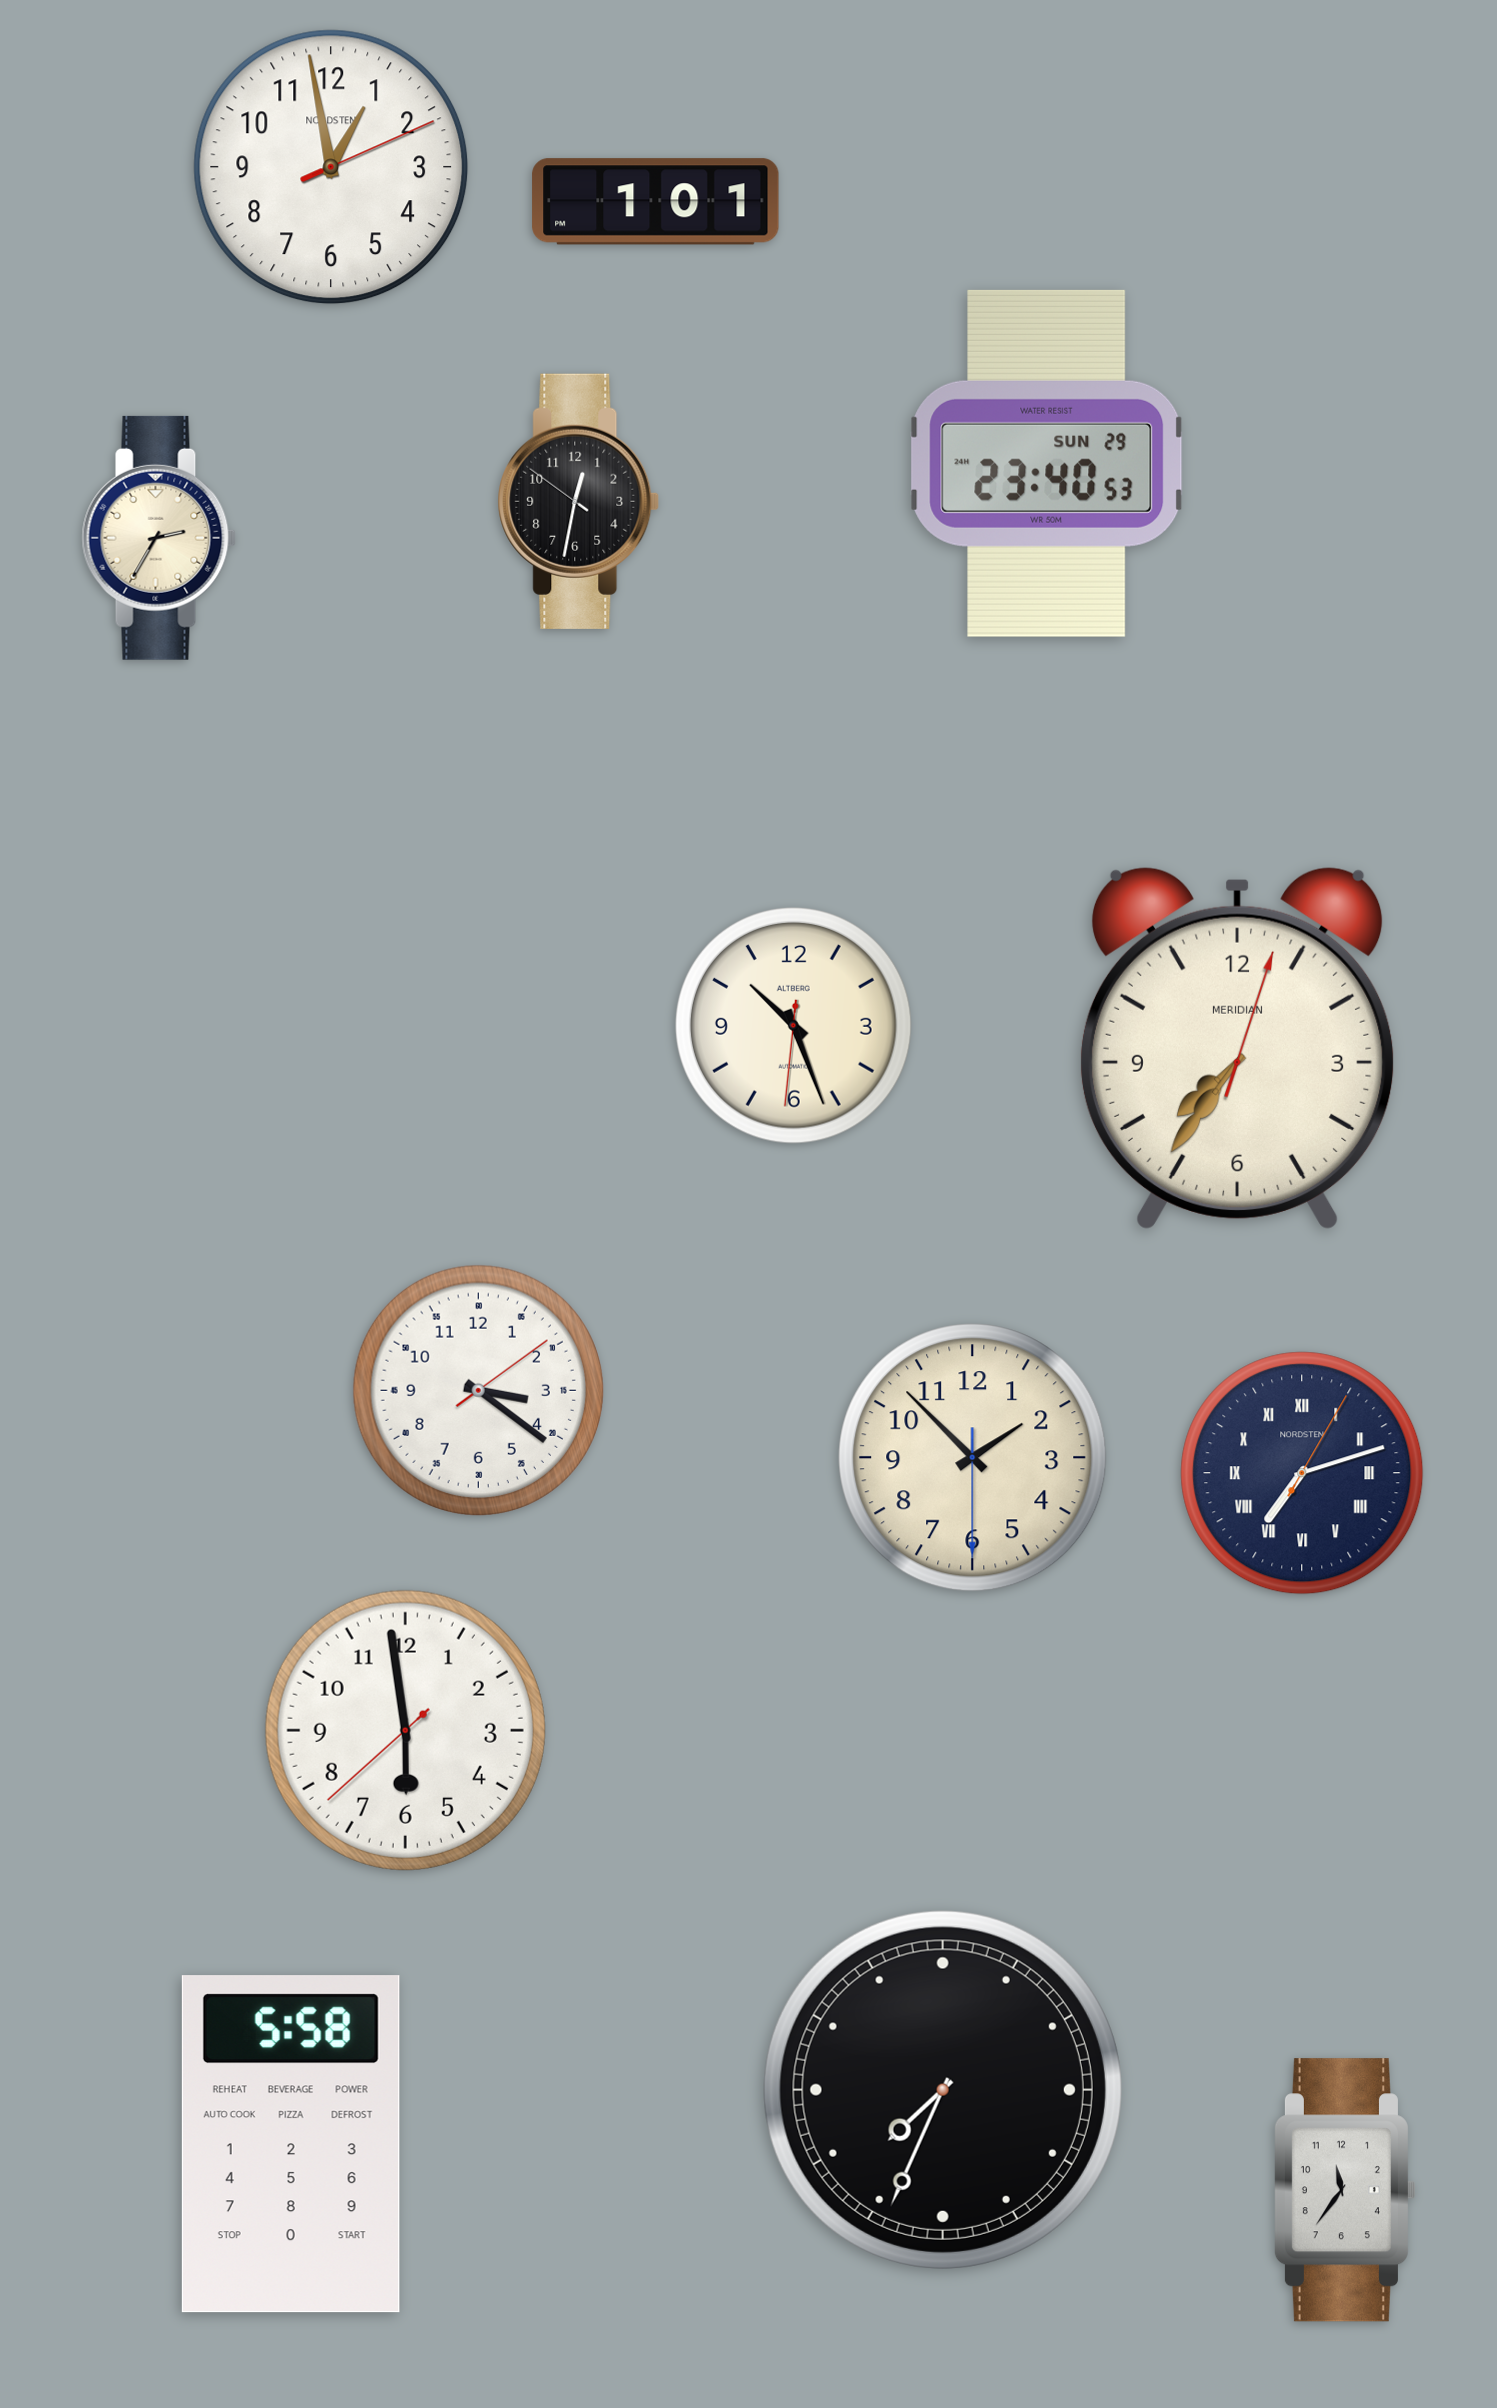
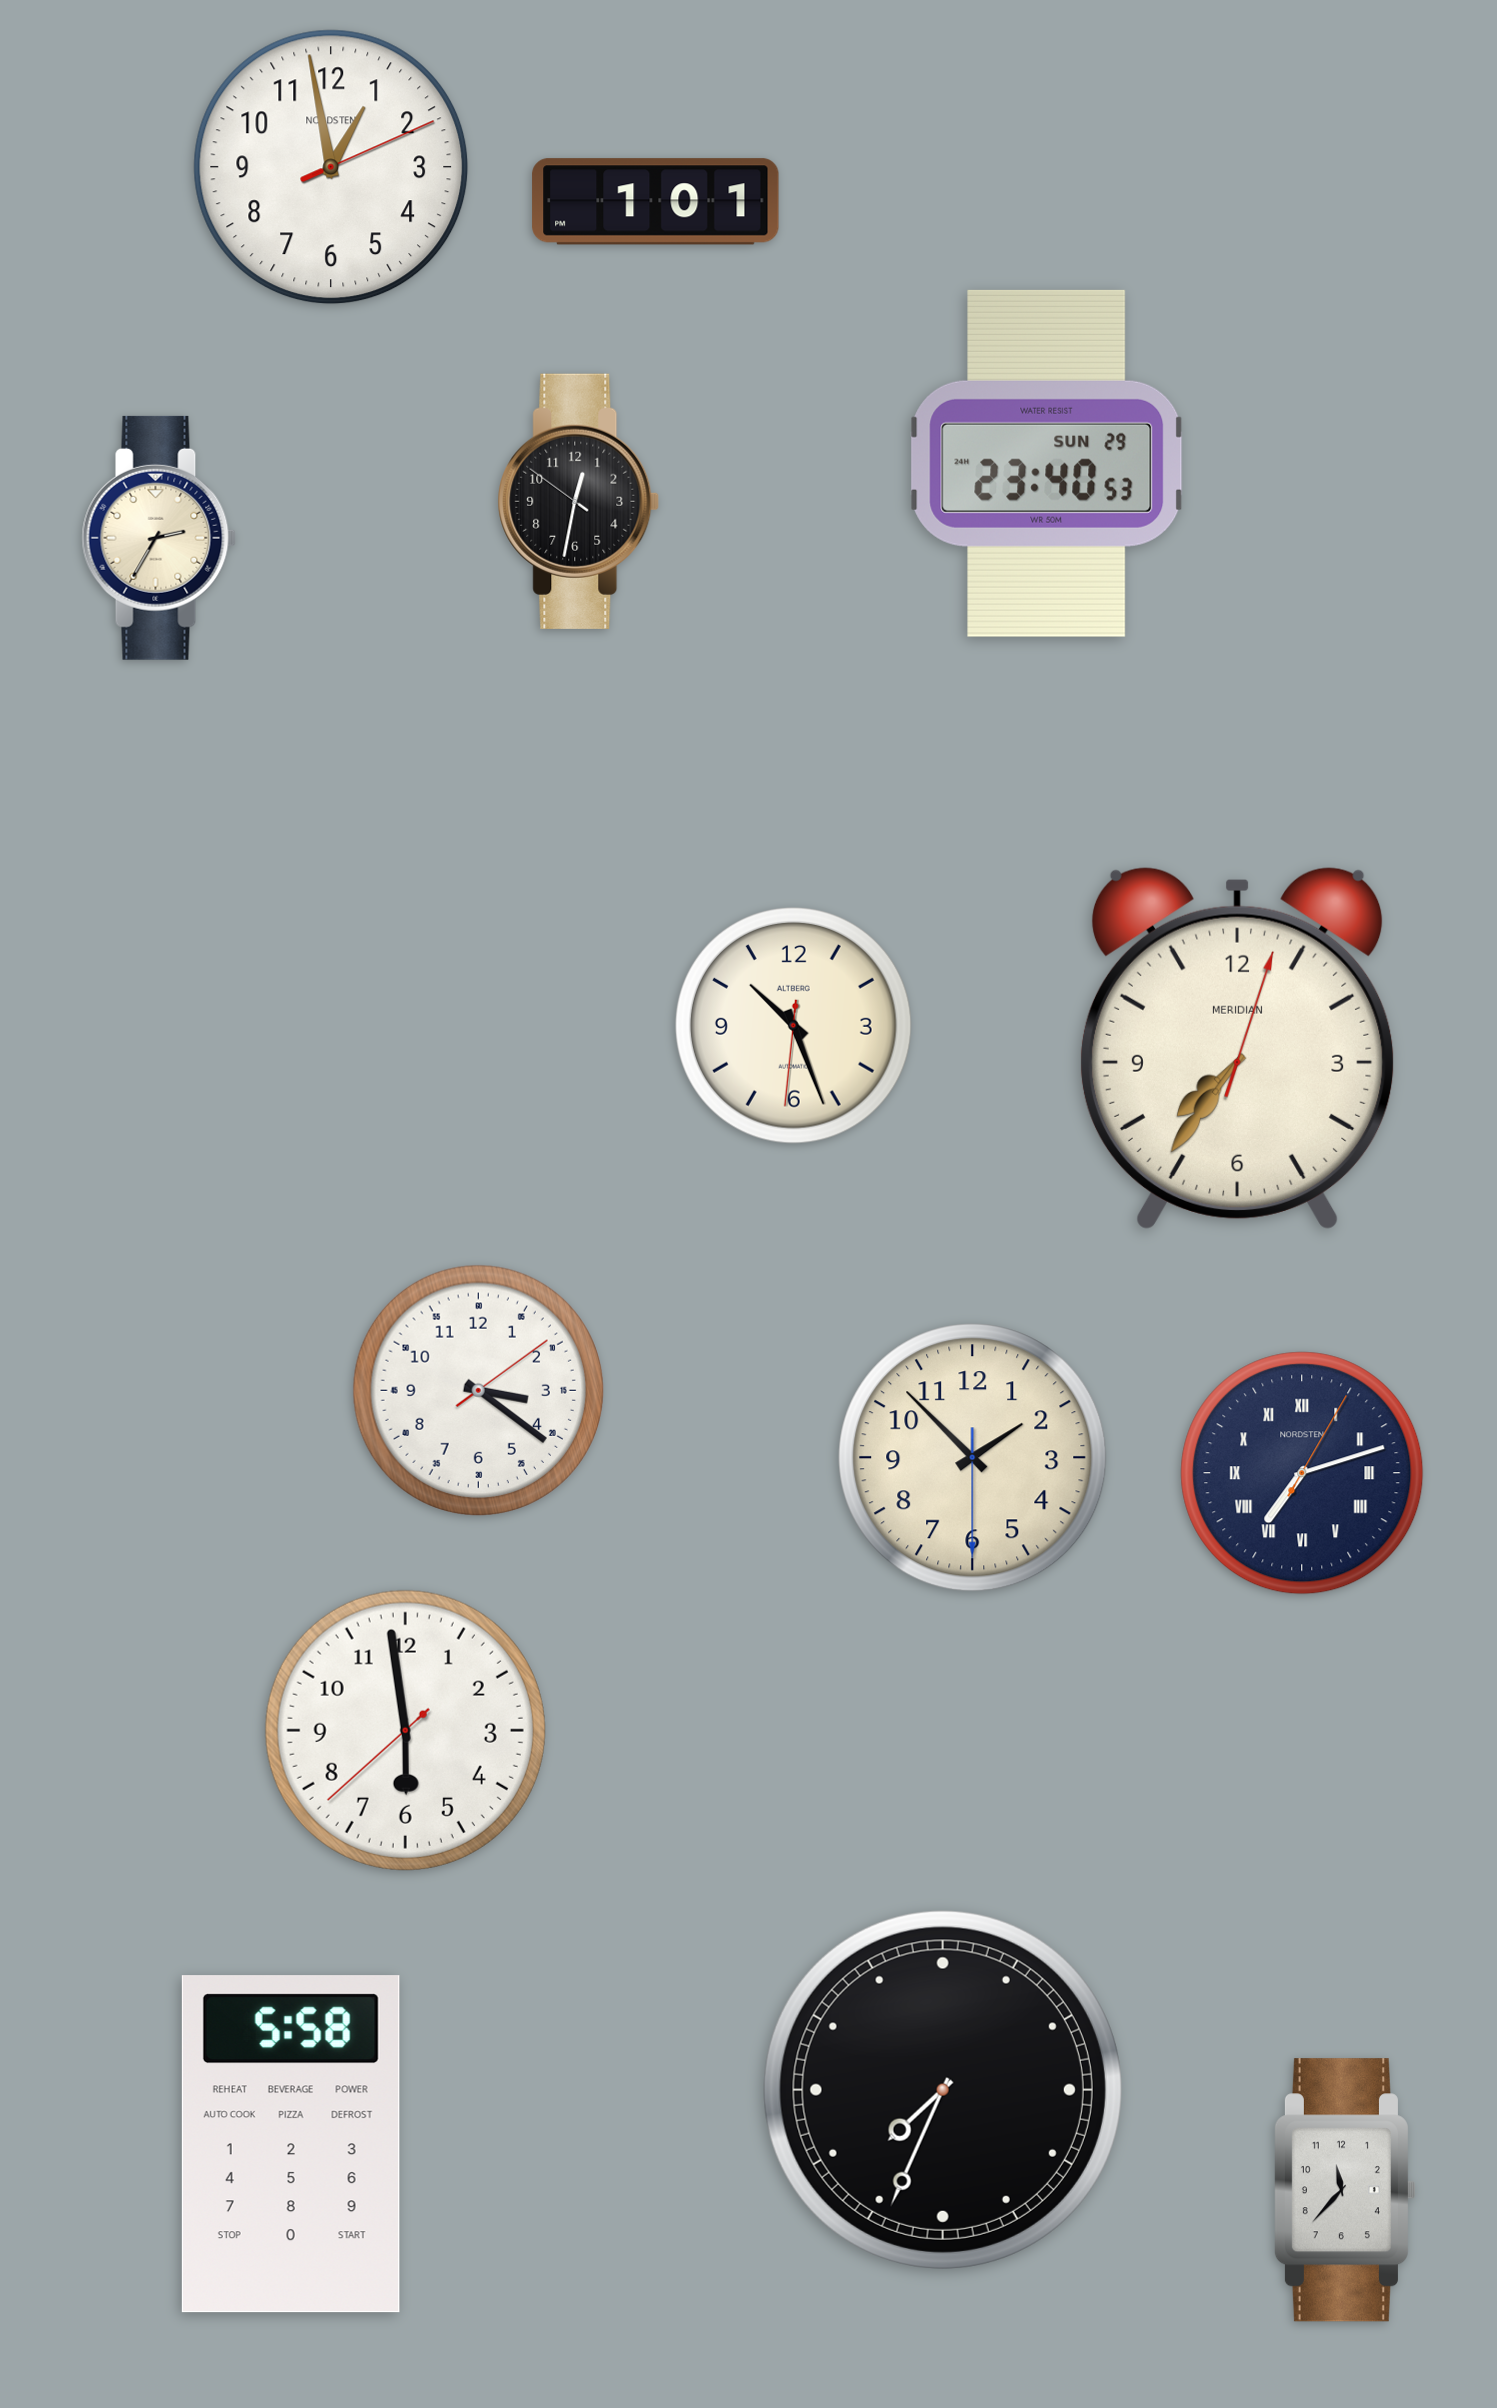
clock at (1344, 2190): 11:36 -> 11:37
